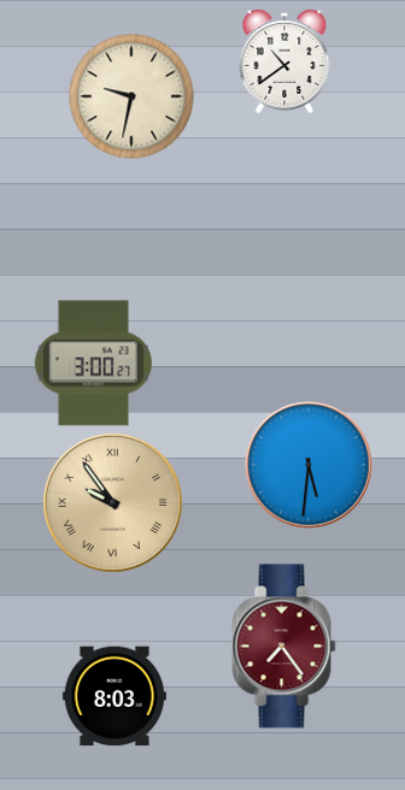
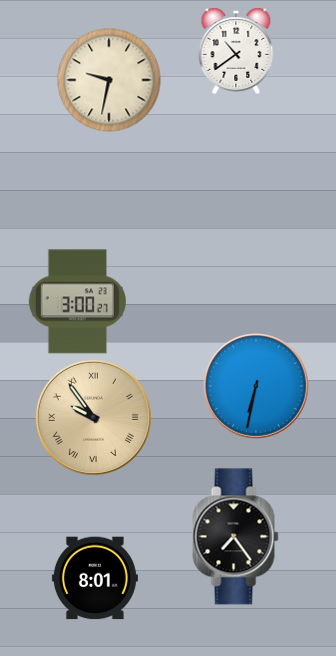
clock at (309, 465): 5:31 -> 6:32
clock at (284, 647) dial: burgundy -> black
clock at (115, 696): 8:03 -> 8:01
